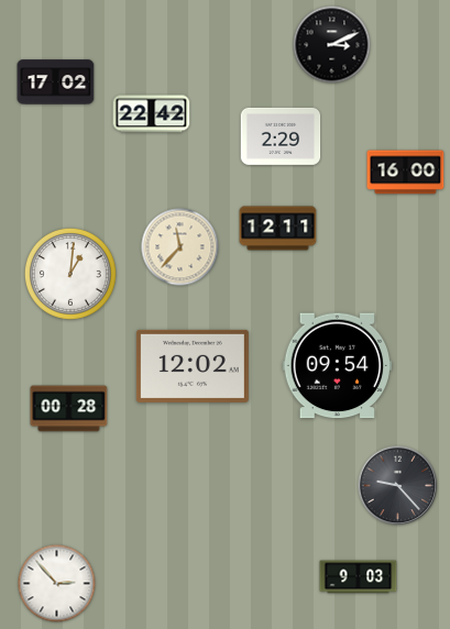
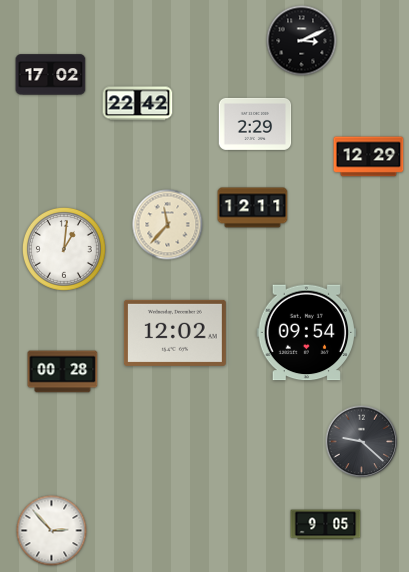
clock at (406, 173): 16:00 -> 12:29
clock at (180, 247) position: (180, 247) -> (168, 225)
clock at (398, 486): 9:23 -> 9:22
clock at (359, 577): 9:03 -> 9:05
